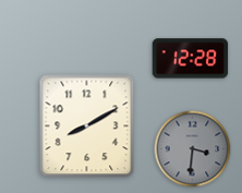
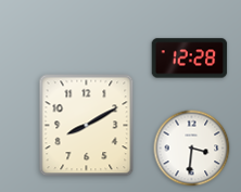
clock at (193, 149) dial: grey -> white
